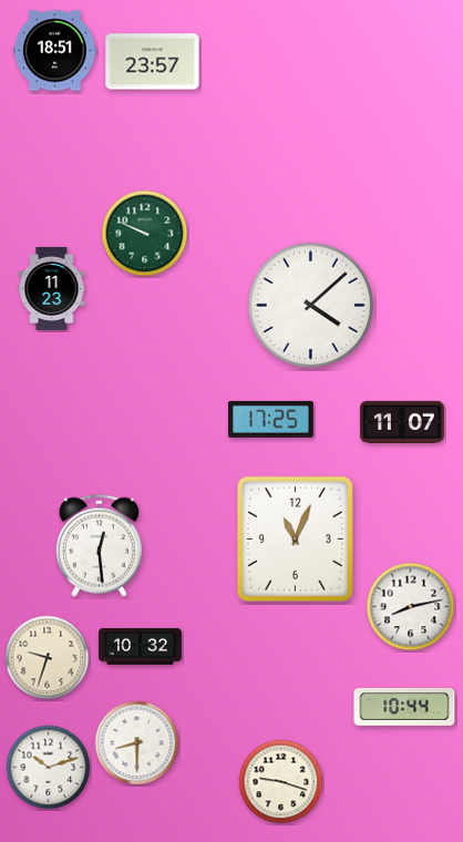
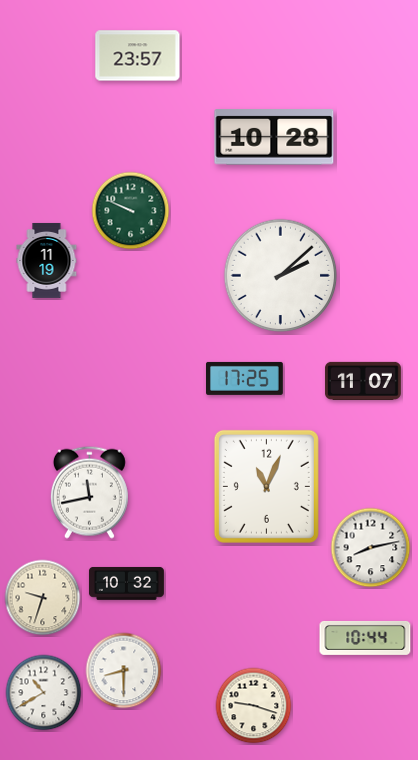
clock at (54, 51): 18:51 -> none
clock at (274, 137): none -> 10:28
clock at (52, 288): 11:23 -> 11:19
clock at (311, 306): 4:08 -> 2:08
clock at (99, 545): 12:29 -> 11:43
clock at (48, 658) position: (48, 658) -> (43, 598)
clock at (49, 768): 10:12 -> 10:40
